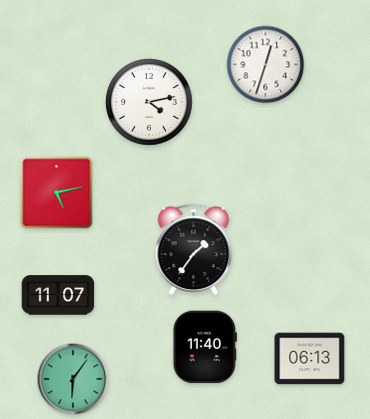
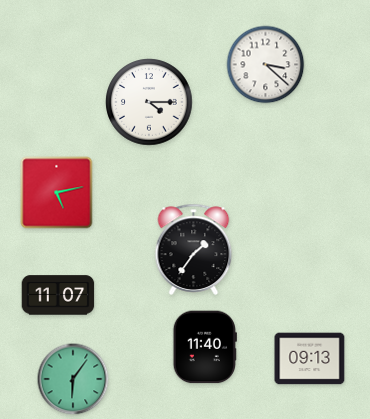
clock at (266, 65): 12:33 -> 3:22
clock at (149, 102): 4:13 -> 4:15
clock at (310, 359): 06:13 -> 09:13
